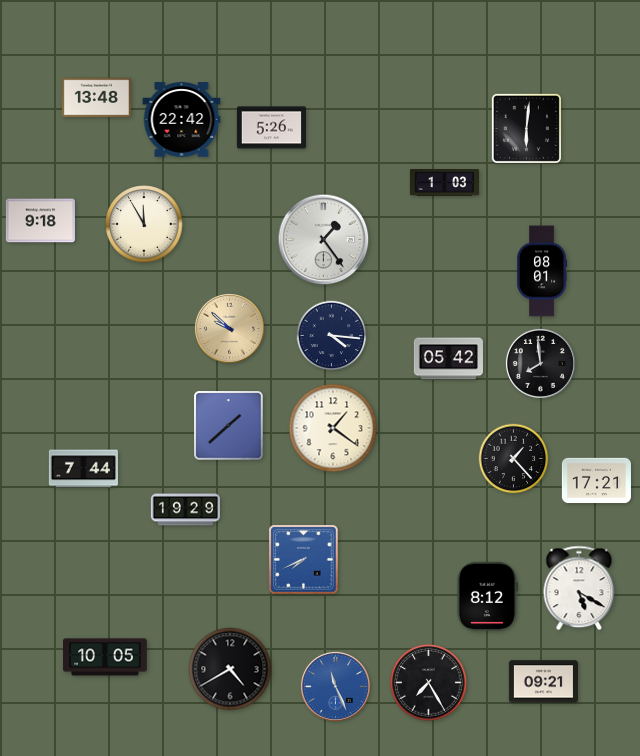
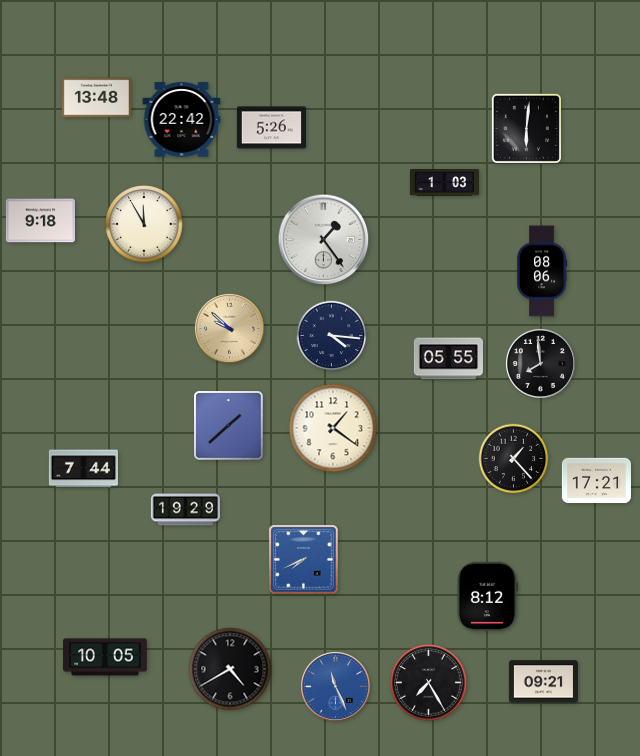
clock at (543, 271): 08:01 -> 08:06
clock at (448, 359): 05:42 -> 05:55
clock at (579, 588): 5:20 -> none
